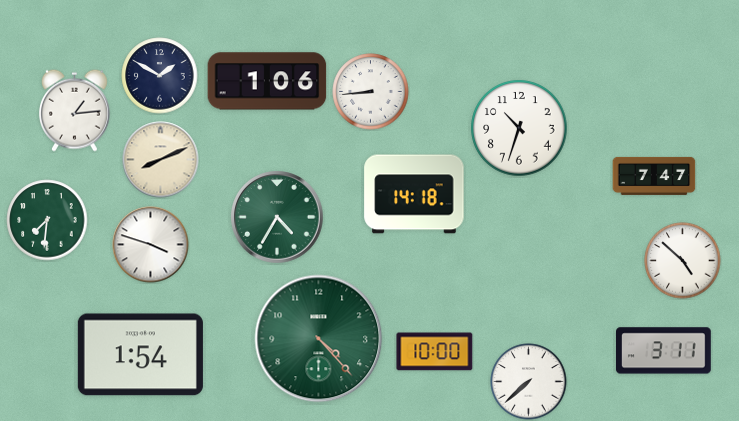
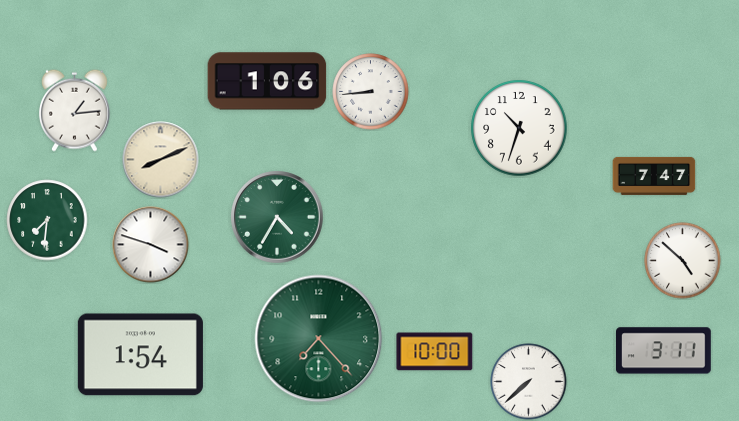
clock at (160, 76): 1:50 -> none
clock at (414, 194): 14:18 -> none
clock at (319, 339): 4:23 -> 7:23
